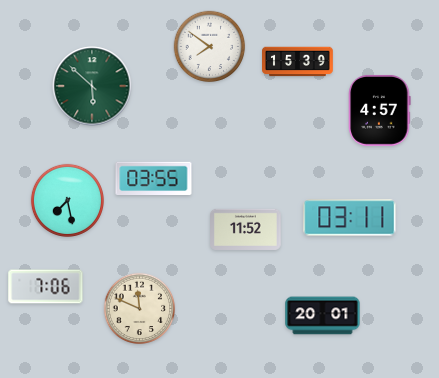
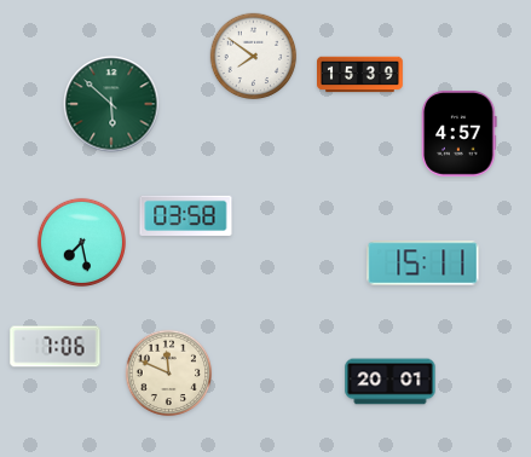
clock at (154, 179): 03:55 -> 03:58
clock at (350, 218): 03:11 -> 15:11
clock at (246, 229): 11:52 -> none
